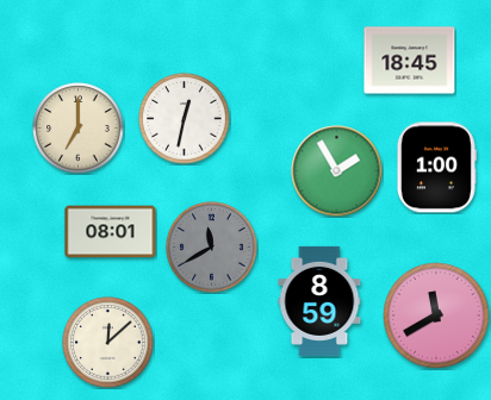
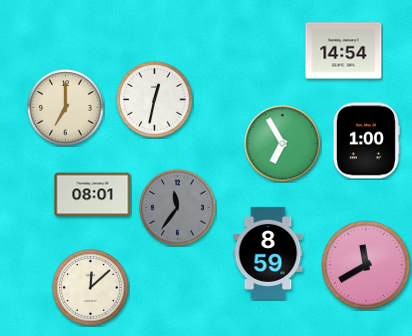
clock at (410, 61): 18:45 -> 14:54
clock at (337, 171): 1:55 -> 6:55
clock at (212, 248): 11:40 -> 11:36
